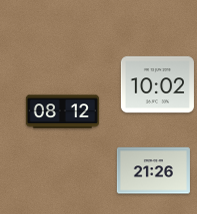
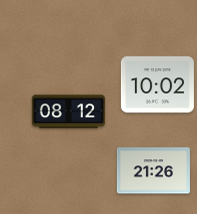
clock at (62, 112) position: (62, 112) -> (68, 112)
